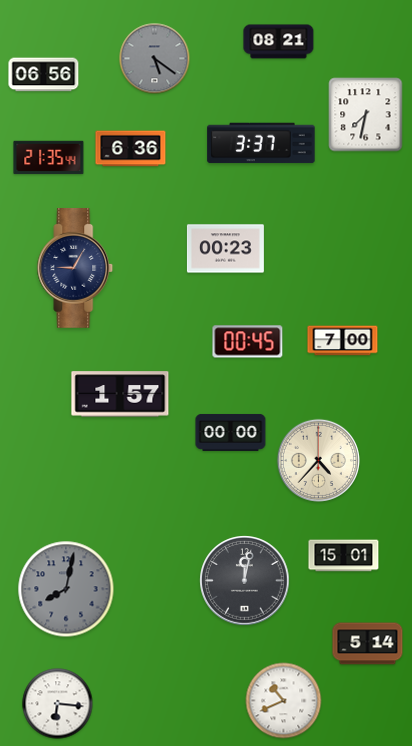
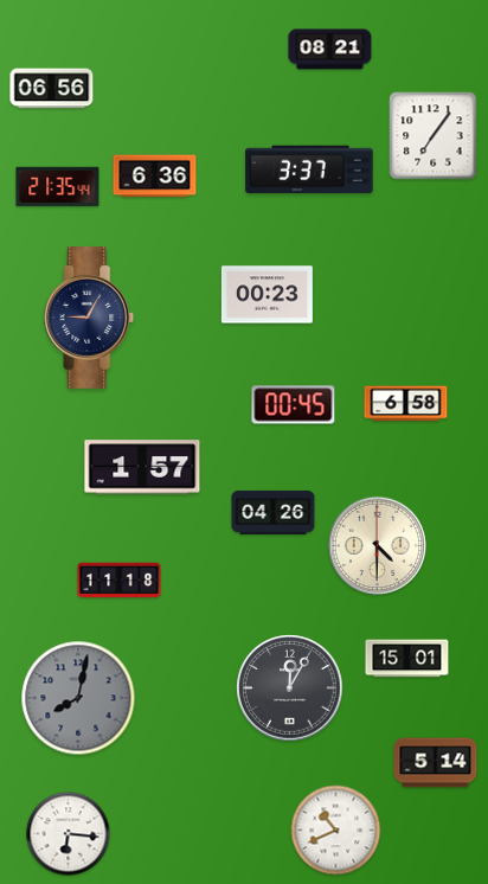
clock at (155, 59): 5:21 -> none
clock at (366, 115): 7:32 -> 7:06
clock at (343, 341): 7:00 -> 6:58
clock at (231, 432): 00:00 -> 04:26
clock at (318, 460): 4:37 -> 4:30
clock at (120, 581): none -> 11:18
clock at (245, 581): 12:02 -> 12:05
